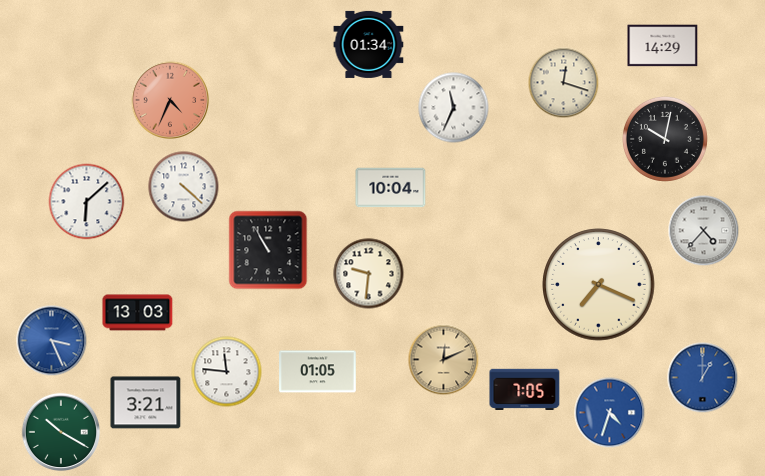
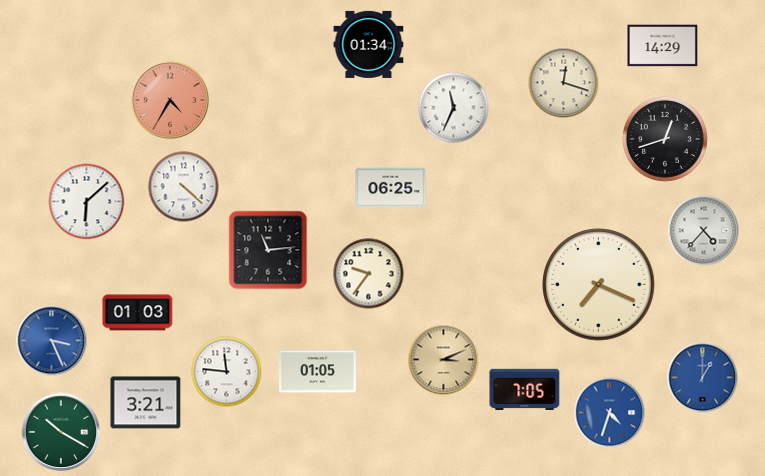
clock at (170, 100): 4:34 -> 4:35
clock at (665, 139): 10:02 -> 12:42
clock at (391, 188): 10:04 -> 06:25
clock at (268, 250): 10:55 -> 11:14
clock at (369, 274): 9:31 -> 9:36
clock at (138, 313): 13:03 -> 01:03
clock at (444, 360): 12:11 -> 3:11
